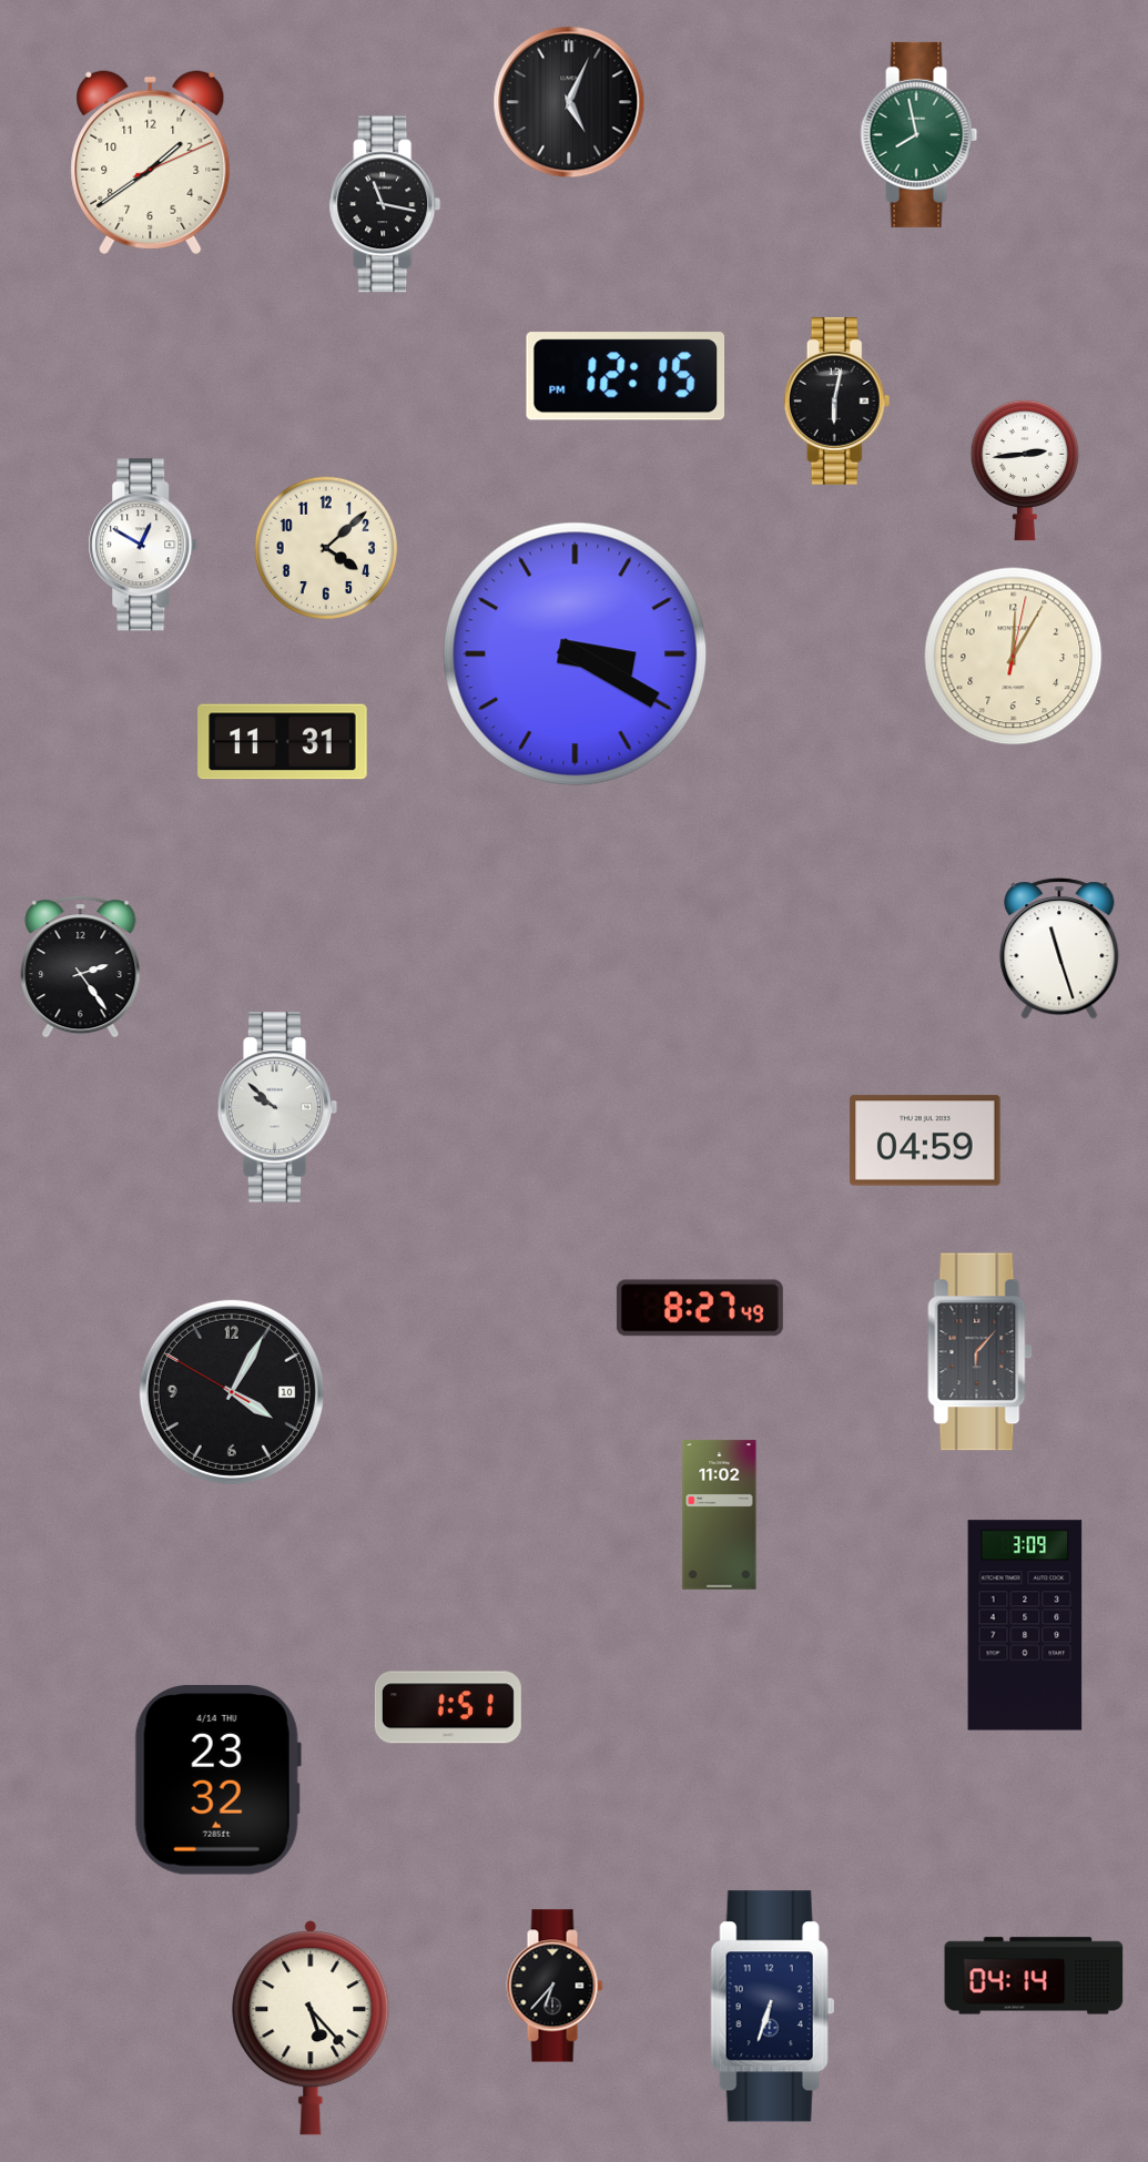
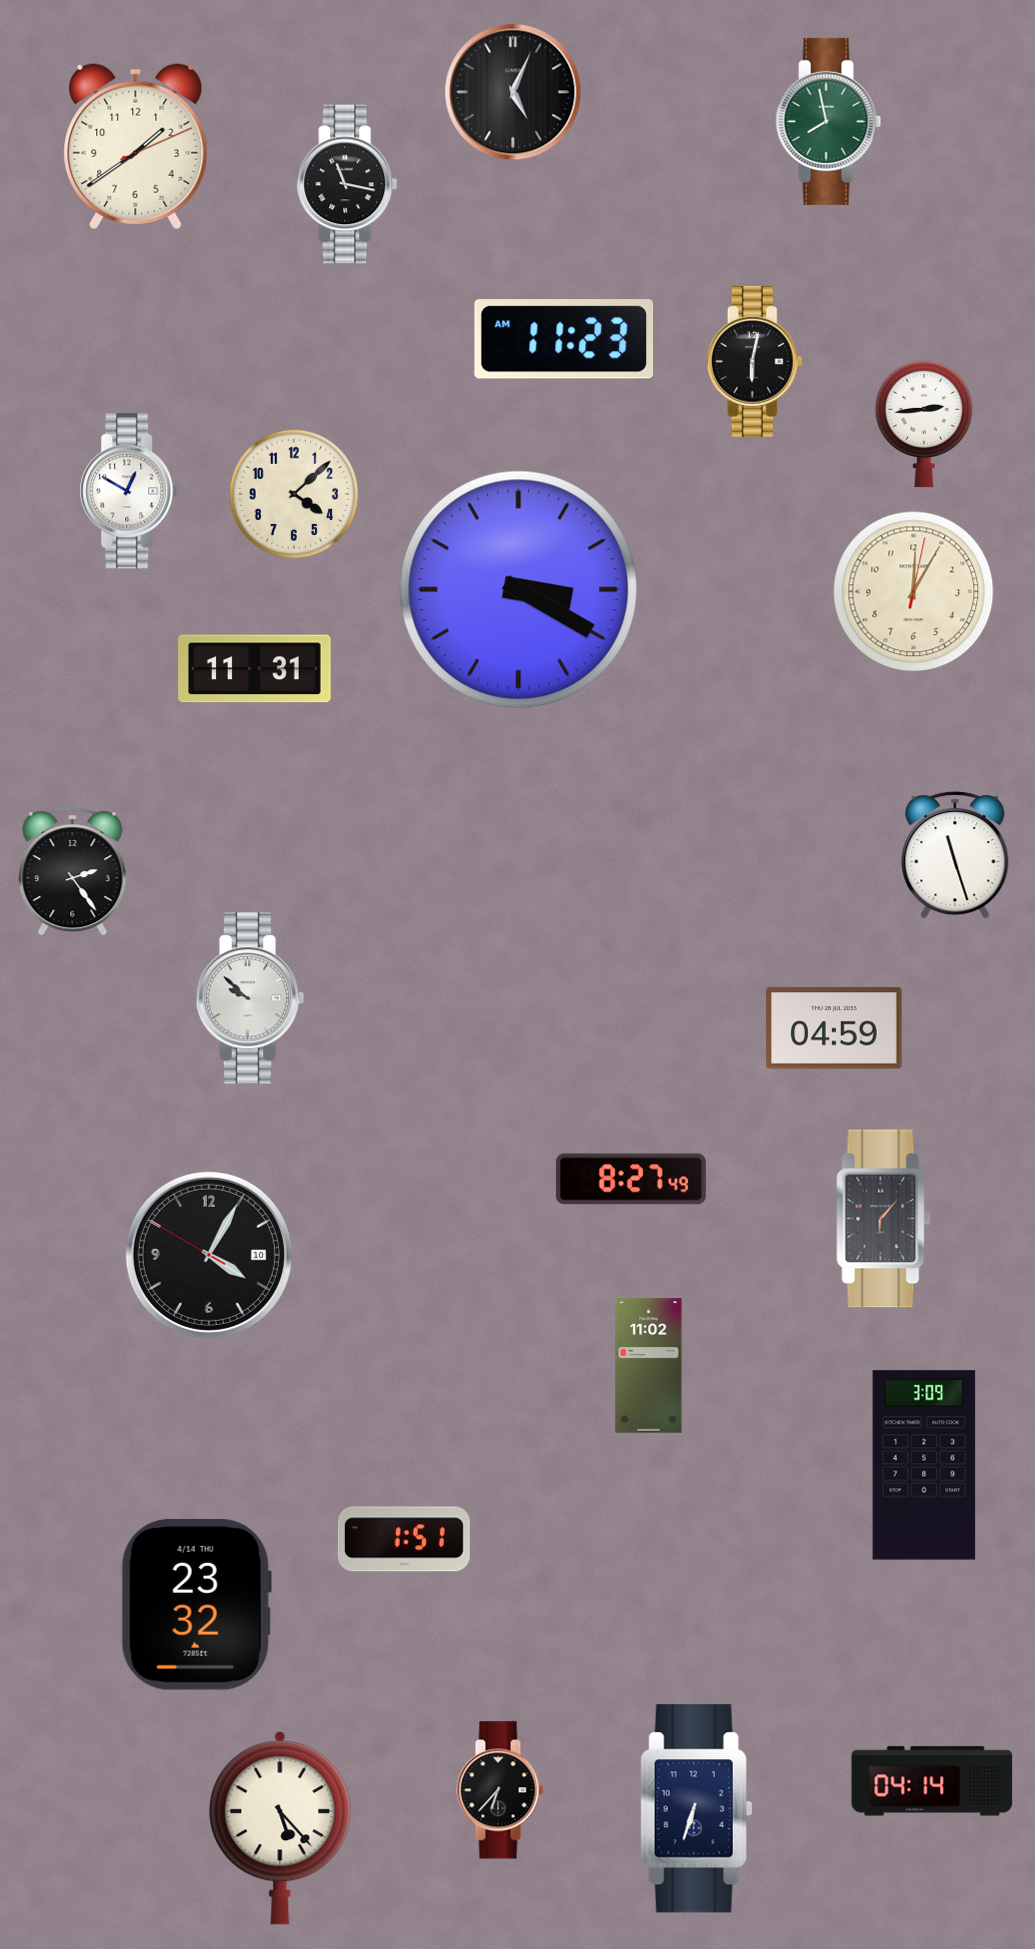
clock at (626, 376): 12:15 -> 11:23
